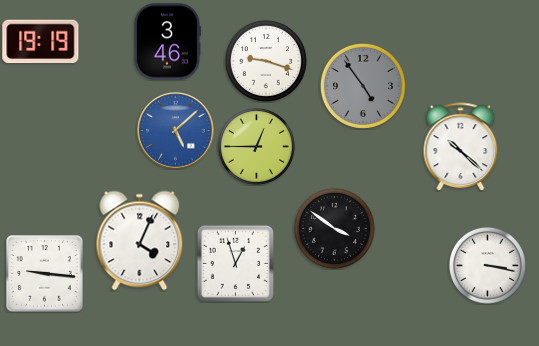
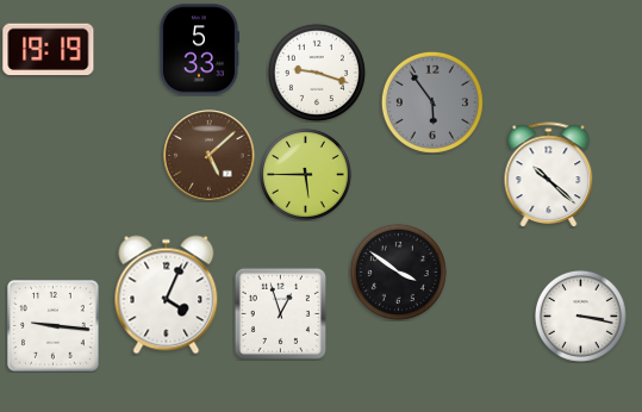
clock at (167, 42): 3:46 -> 5:33
clock at (363, 86): 4:54 -> 5:54
clock at (176, 131) dial: blue -> brown
clock at (256, 146): 12:45 -> 5:45
clock at (140, 241) position: (140, 241) -> (167, 295)
